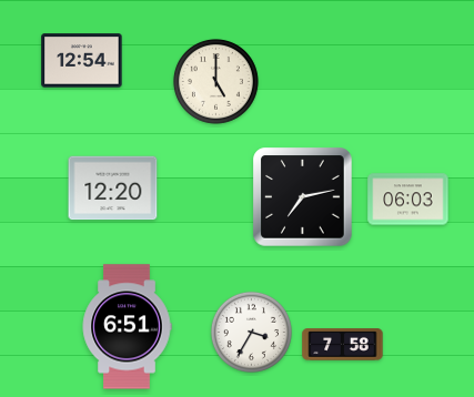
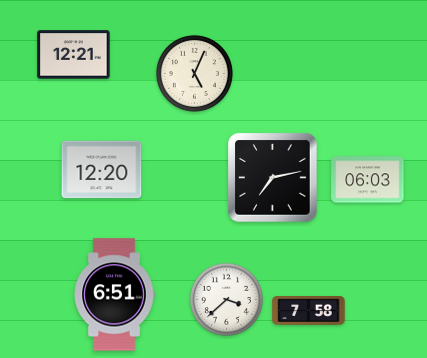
clock at (82, 61): 12:54 -> 12:21
clock at (215, 81): 5:00 -> 5:04
clock at (251, 332): 3:35 -> 3:38
